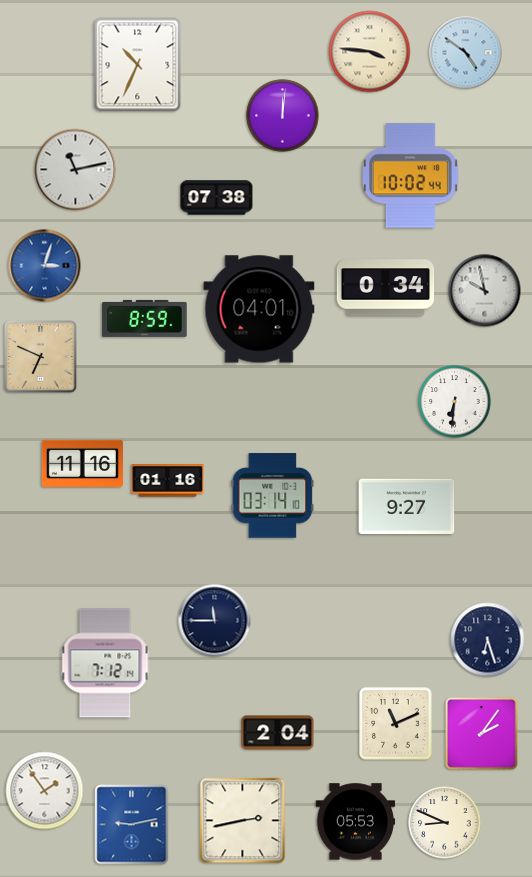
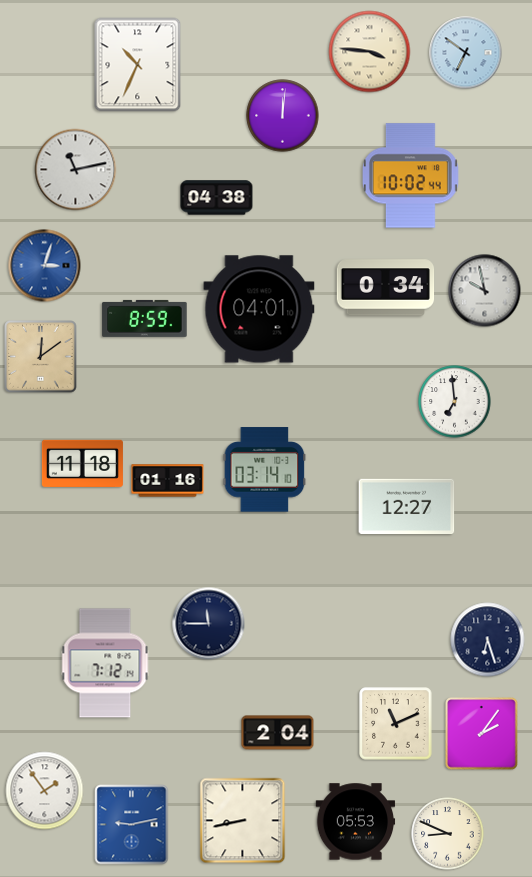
clock at (466, 53): 4:51 -> 6:51
clock at (217, 198): 07:38 -> 04:38
clock at (41, 357): 6:49 -> 12:09
clock at (455, 402): 6:31 -> 6:59
clock at (82, 464): 11:16 -> 11:18
clock at (273, 496) position: (273, 496) -> (265, 470)
clock at (407, 506): 9:27 -> 12:27
clock at (215, 621) position: (215, 621) -> (209, 624)
clock at (243, 821): 2:43 -> 8:43
clock at (445, 823) position: (445, 823) -> (448, 834)
